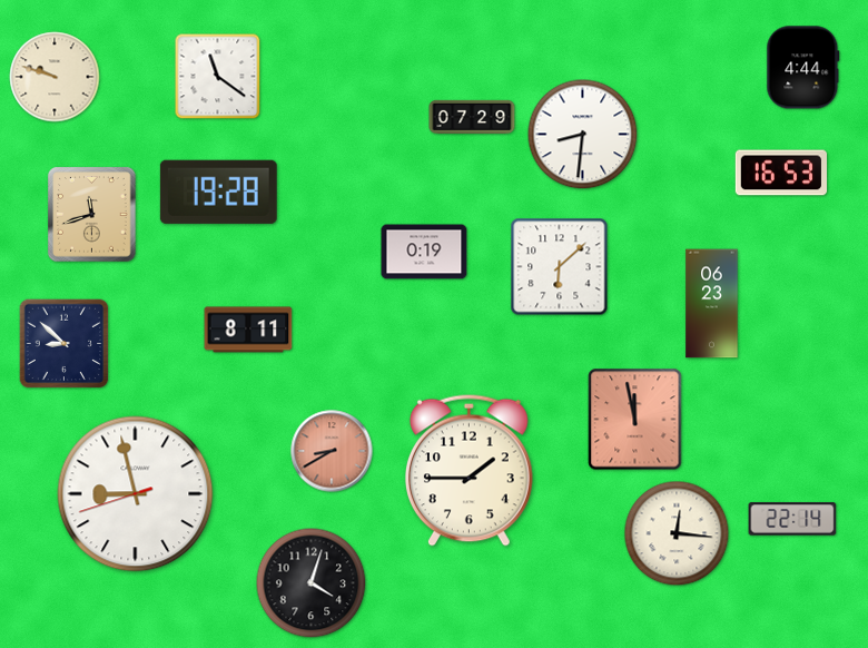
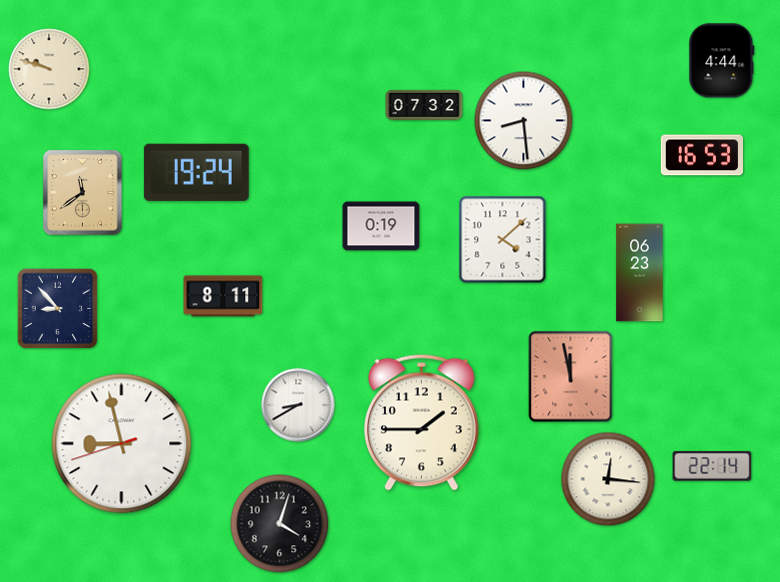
clock at (218, 77): 11:21 -> none
clock at (472, 117): 07:29 -> 07:32
clock at (583, 135): 8:31 -> 8:29
clock at (218, 192): 19:28 -> 19:24
clock at (92, 215): 11:42 -> 11:39
clock at (560, 267): 6:08 -> 4:08
clock at (65, 344): 8:52 -> 8:53
clock at (332, 451) dial: salmon -> white
